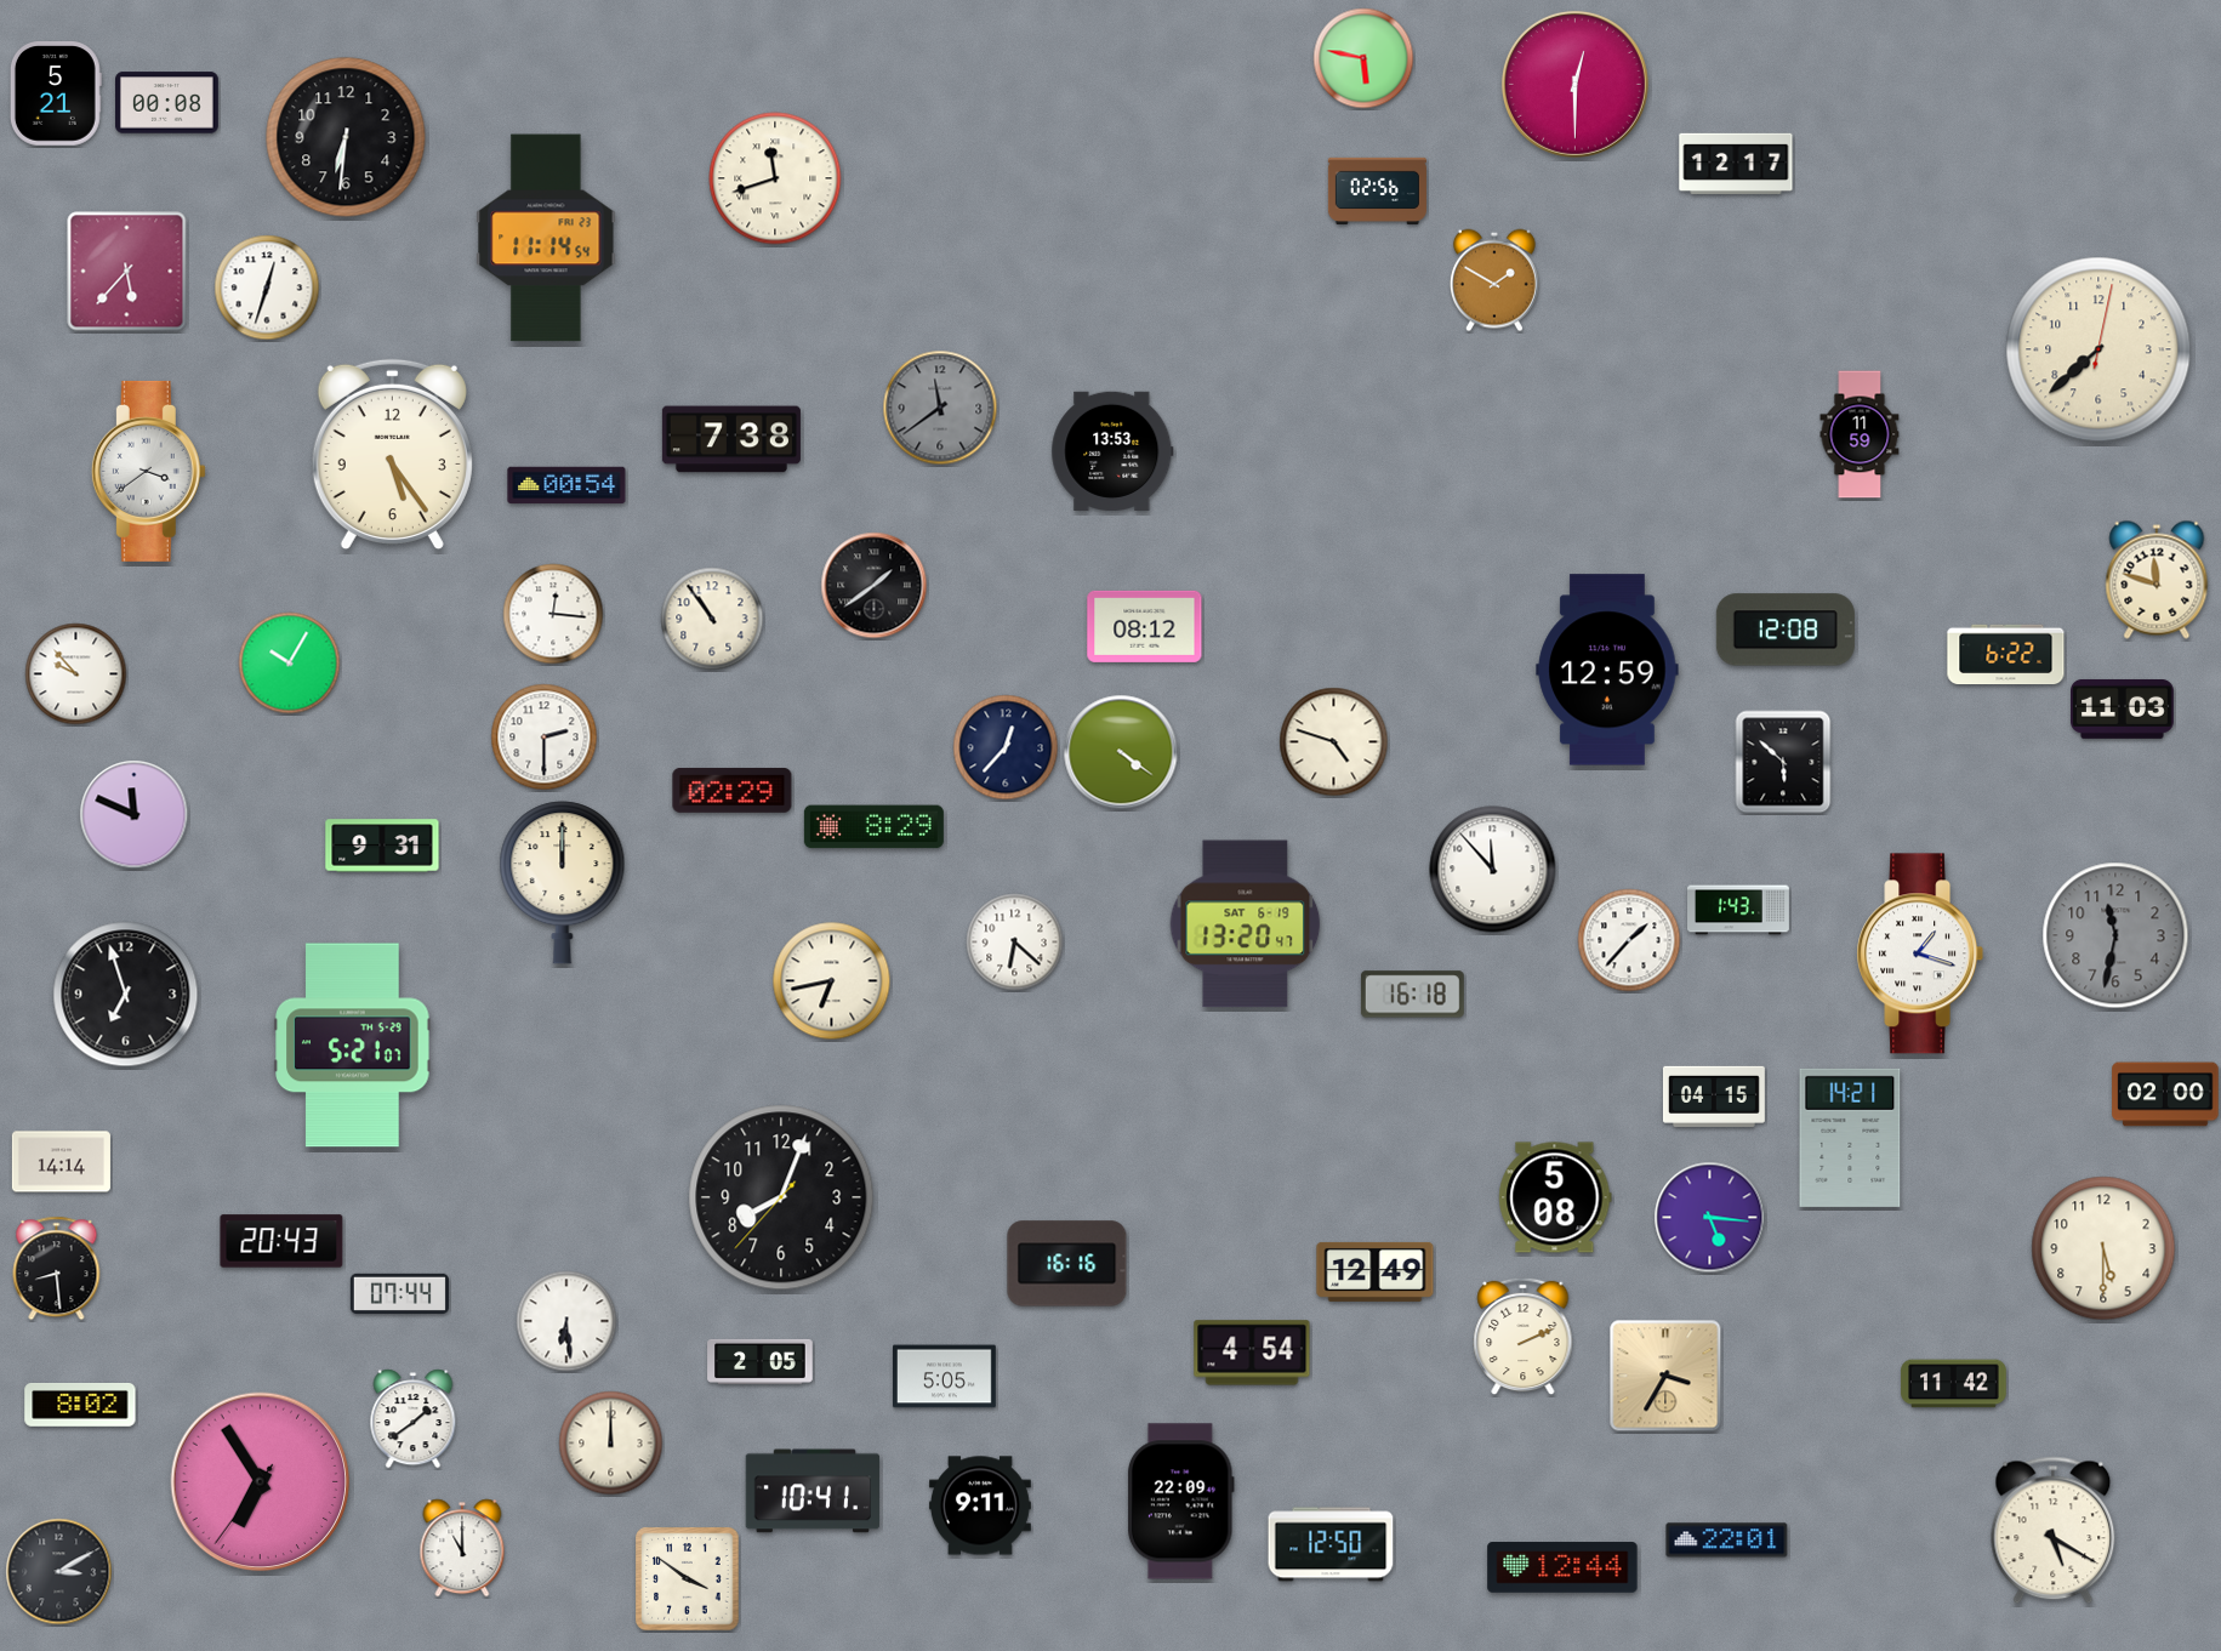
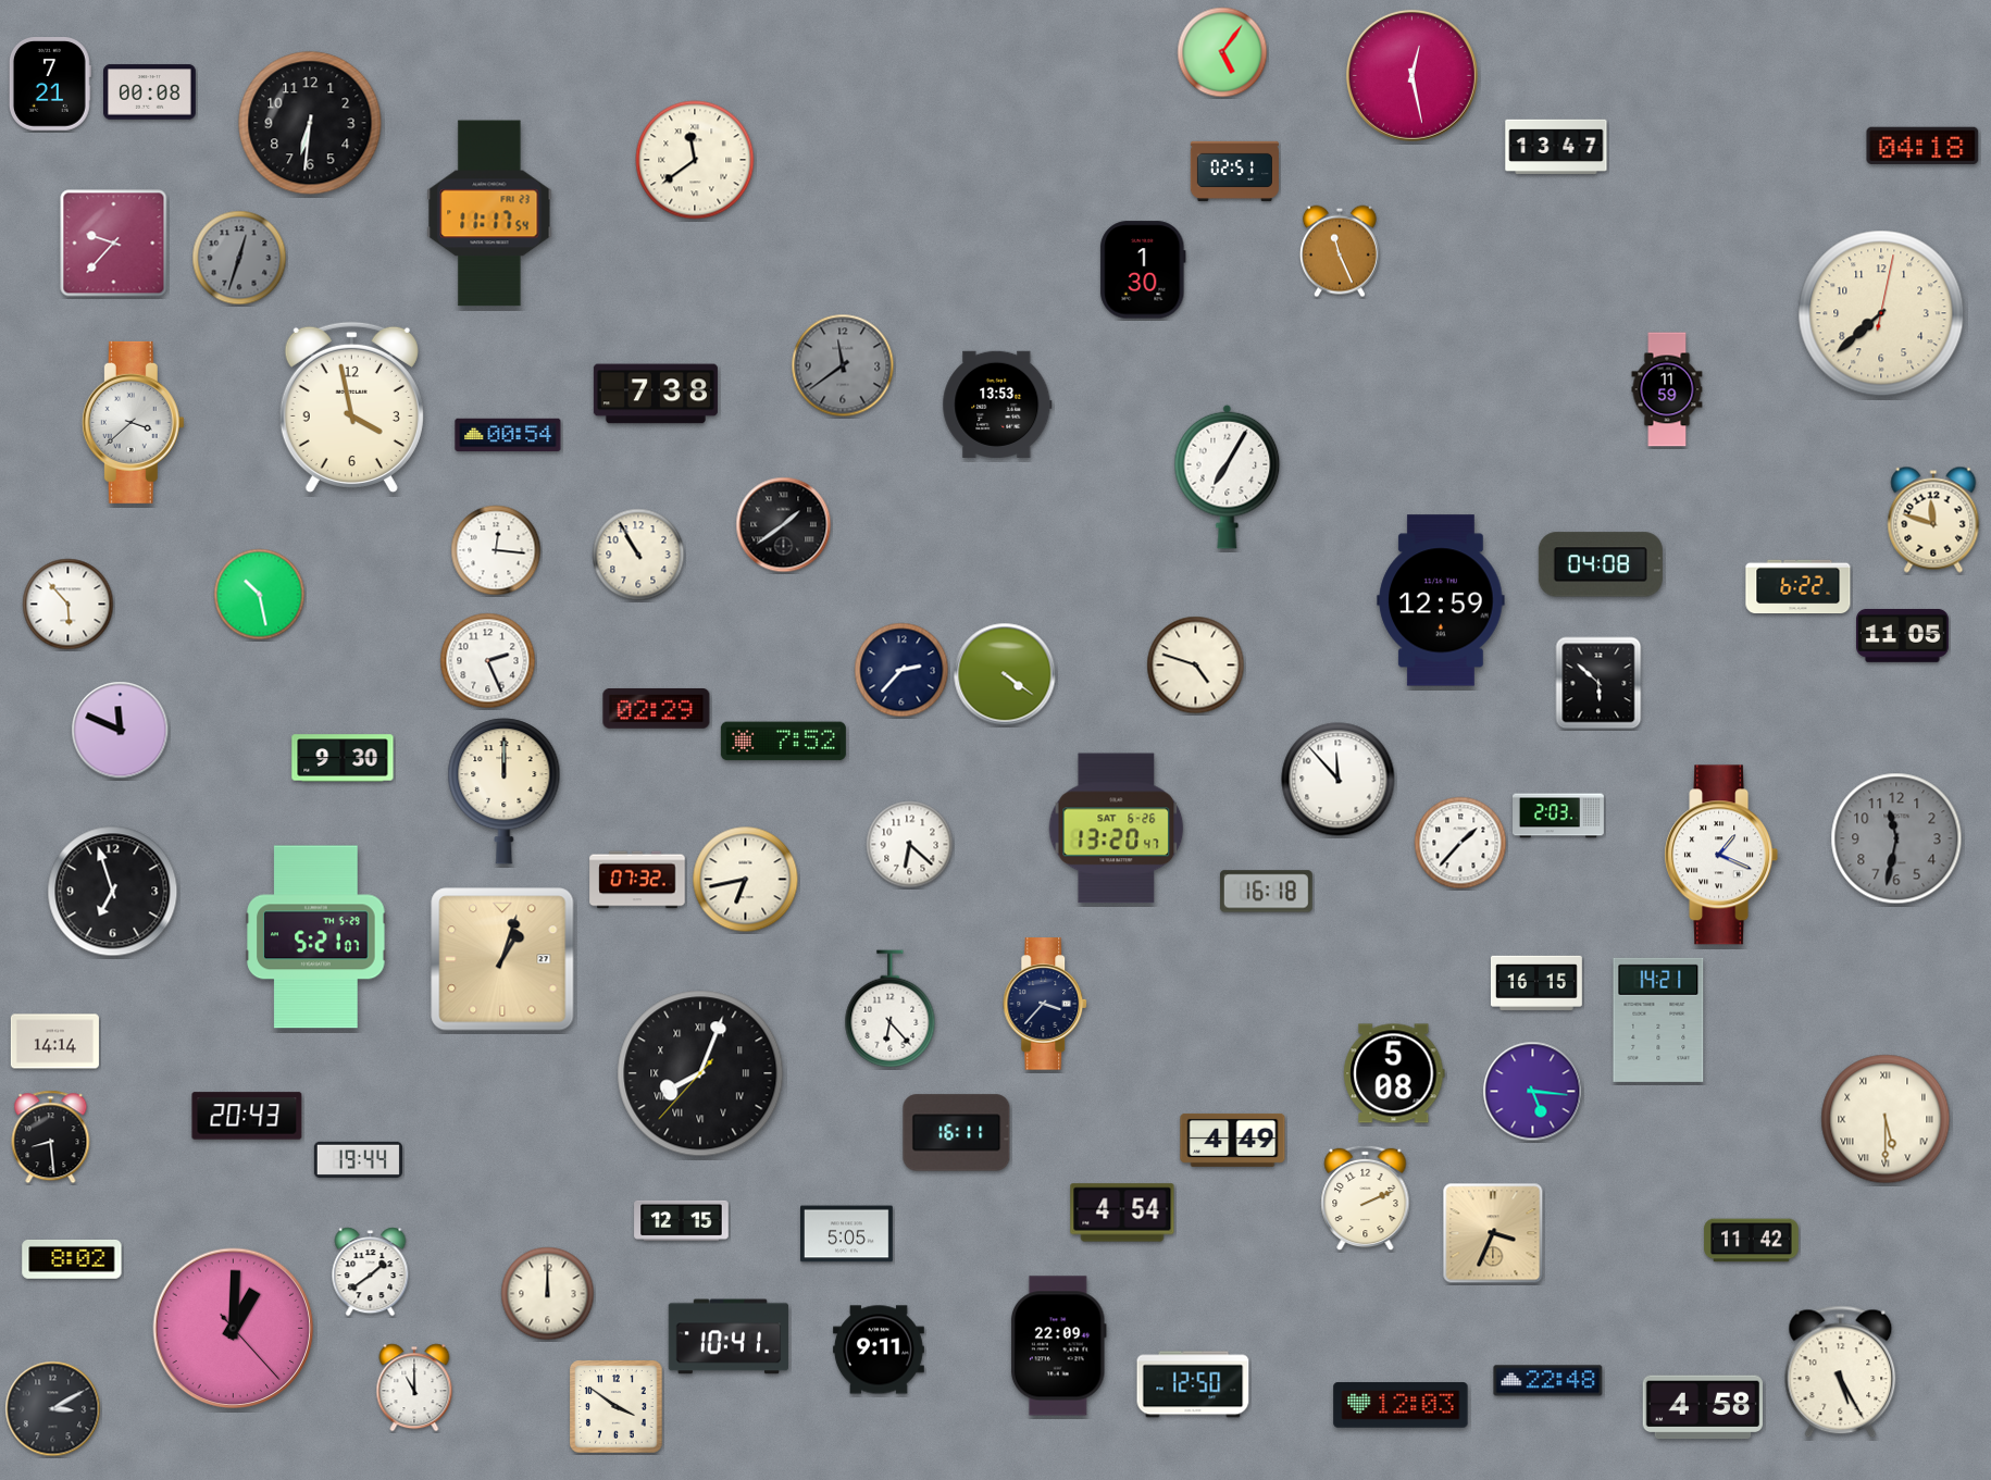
clock at (1363, 58): 5:47 -> 5:06
clock at (1574, 84): 12:30 -> 12:28
clock at (56, 95): 5:21 -> 7:21
clock at (1736, 163): 12:17 -> 13:47
clock at (1922, 146): none -> 04:18
clock at (775, 178): 11:42 -> 11:39
clock at (1377, 190): 02:56 -> 02:51
clock at (546, 238): 11:14 -> 11:17
clock at (127, 272): 5:37 -> 9:37
clock at (1494, 280): 1:50 -> 11:26
clock at (267, 287) dial: white -> grey
clock at (1143, 270): none -> 1:30
clock at (392, 455): 5:24 -> 3:58
clock at (148, 471): 3:39 -> 3:38
clock at (1228, 476): none -> 7:05
clock at (712, 619): 10:54 -> 10:55
clock at (1145, 626): 08:12 -> none
clock at (1786, 630): 12:08 -> 04:08
clock at (290, 664): 10:05 -> 10:28
clock at (76, 674): 9:53 -> 5:53
clock at (2123, 708): 11:03 -> 11:05
clock at (545, 738): 2:30 -> 2:26
clock at (1006, 747): 12:37 -> 2:37
clock at (873, 827): 8:29 -> 7:52
clock at (382, 846): 9:31 -> 9:30
clock at (1739, 910): 1:43 -> 2:03
clock at (1246, 924) date: SAT 6-19 -> SAT 6-26
clock at (1920, 953): 1:18 -> 1:19
clock at (637, 880): none -> 07:32
clock at (502, 959): none -> 1:03
clock at (2165, 1094): 02:00 -> none
clock at (1714, 1097): 04:15 -> 16:15
clock at (1046, 1004): none -> 3:37
clock at (891, 1009): none -> 6:23
clock at (781, 1197) numerals: Arabic -> Roman
clock at (281, 1241) position: (281, 1241) -> (247, 1116)
clock at (2103, 1248) numerals: Arabic -> Roman
clock at (1067, 1264): 16:16 -> 16:11
clock at (1376, 1271): 12:49 -> 4:49
clock at (399, 1293): 07:44 -> 19:44
clock at (566, 1321): 6:29 -> none
clock at (761, 1361): 2:05 -> 12:15
clock at (1665, 1376): 3:35 -> 3:34
clock at (261, 1482): 6:54 -> 1:00
clock at (2054, 1531): 5:20 -> 5:25
clock at (1727, 1541): 22:01 -> 22:48
clock at (1562, 1567): 12:44 -> 12:03
clock at (1702, 1407): none -> 4:58
clock at (688, 1579) position: (688, 1579) -> (617, 1407)
